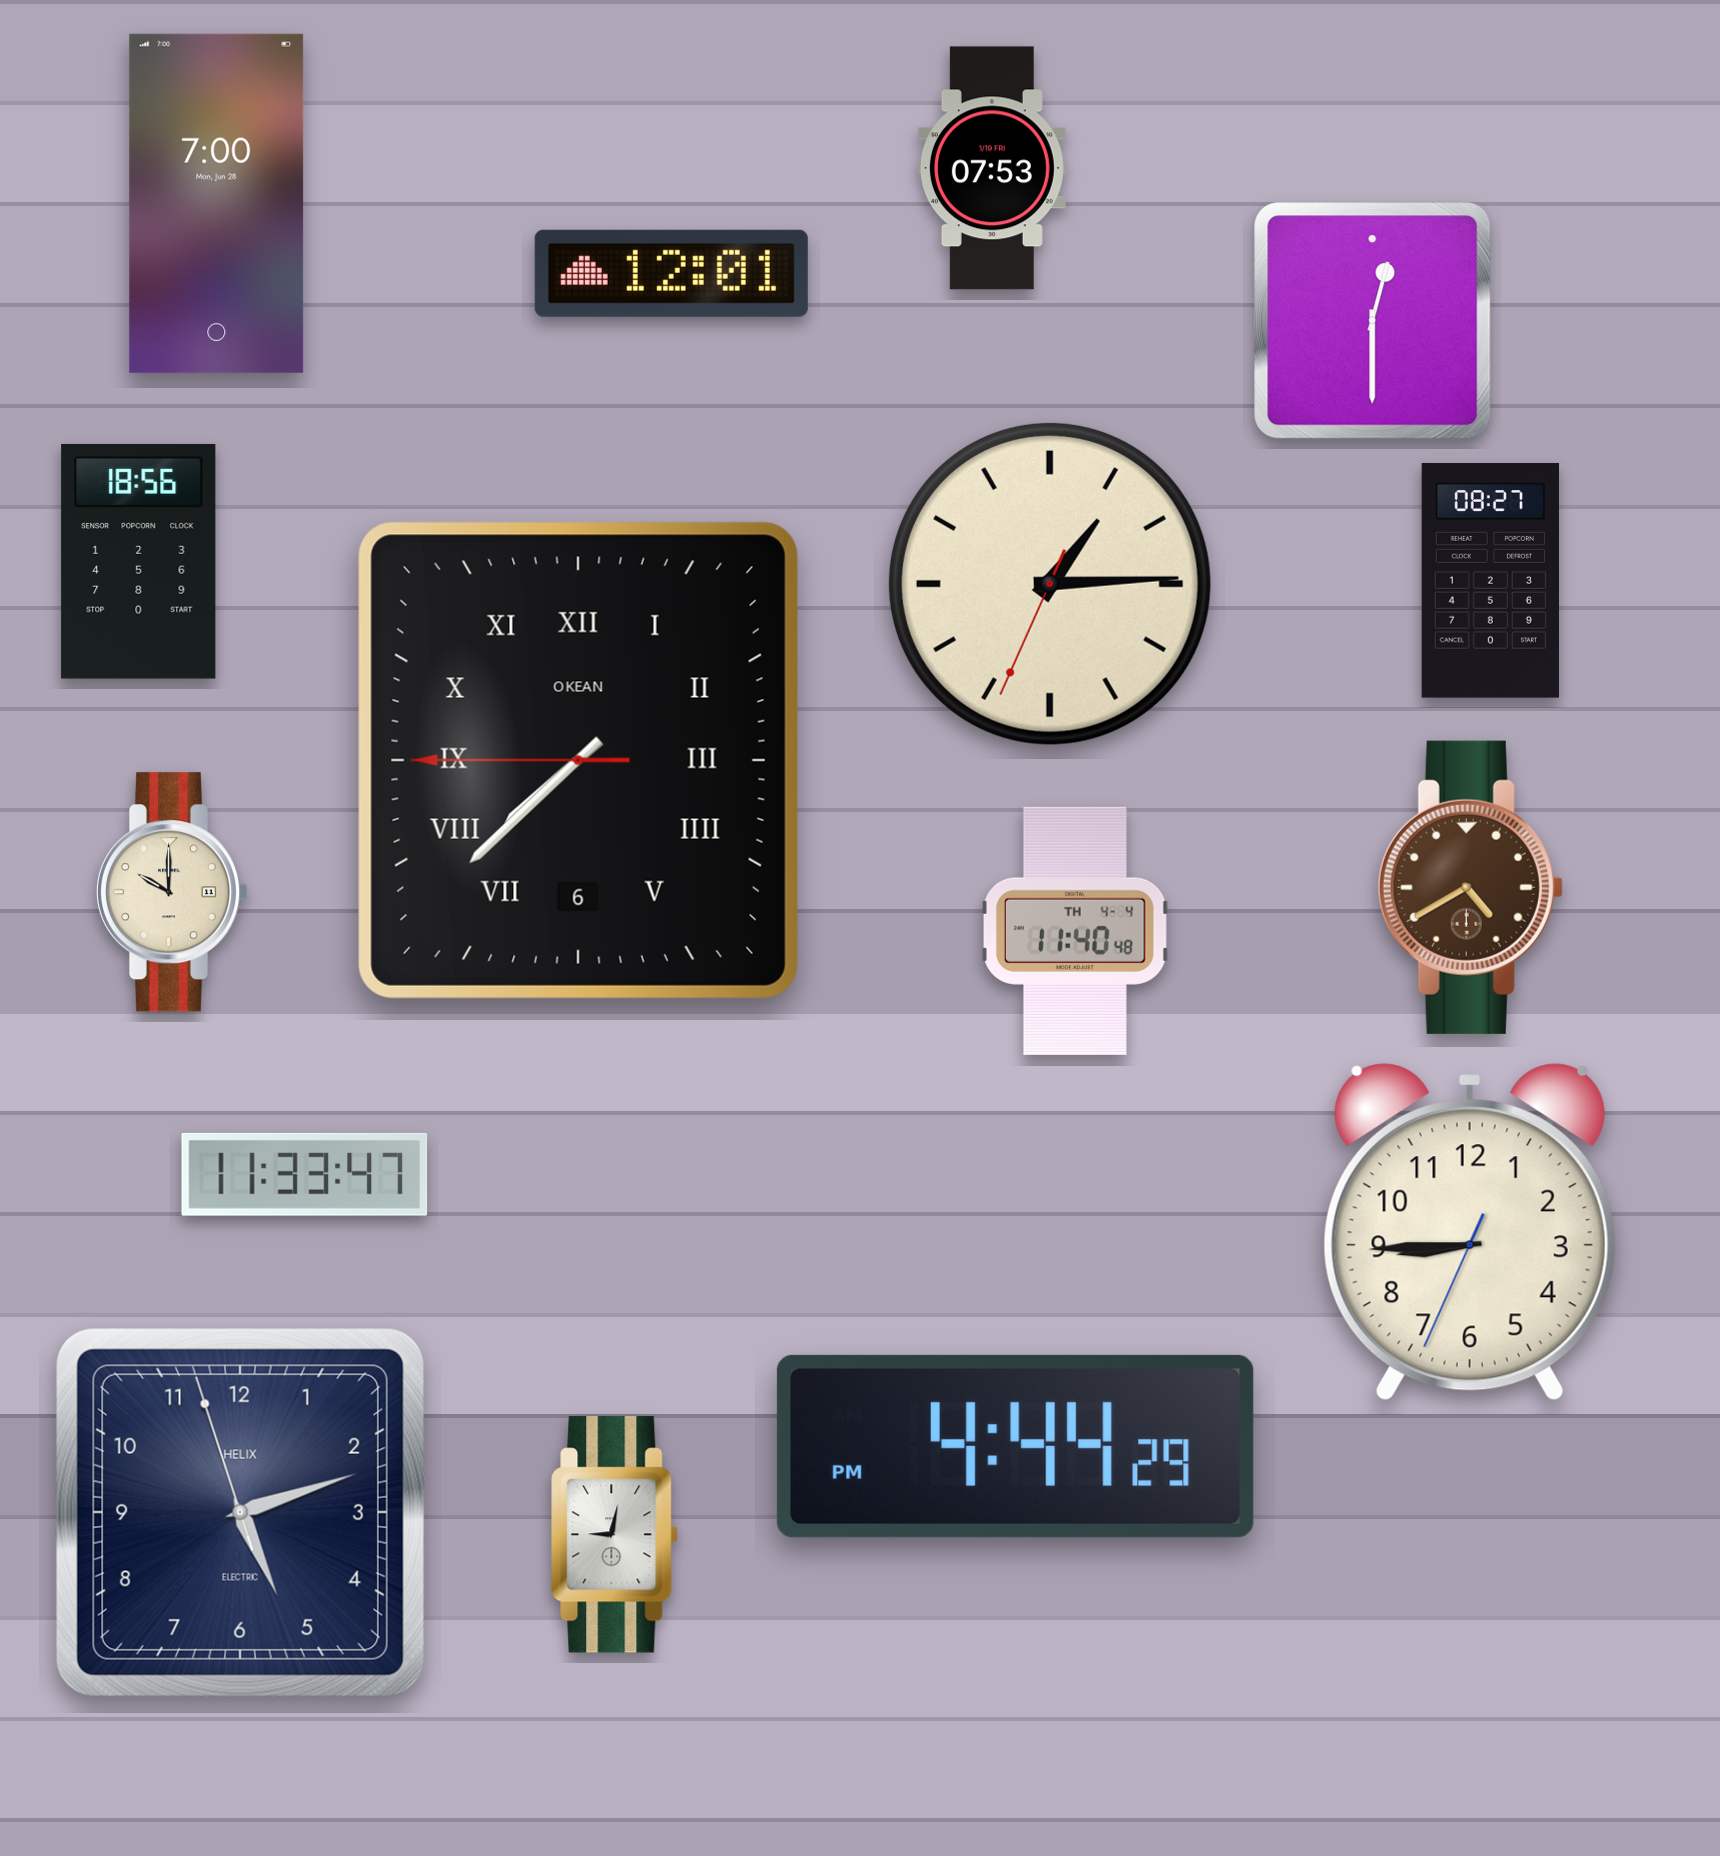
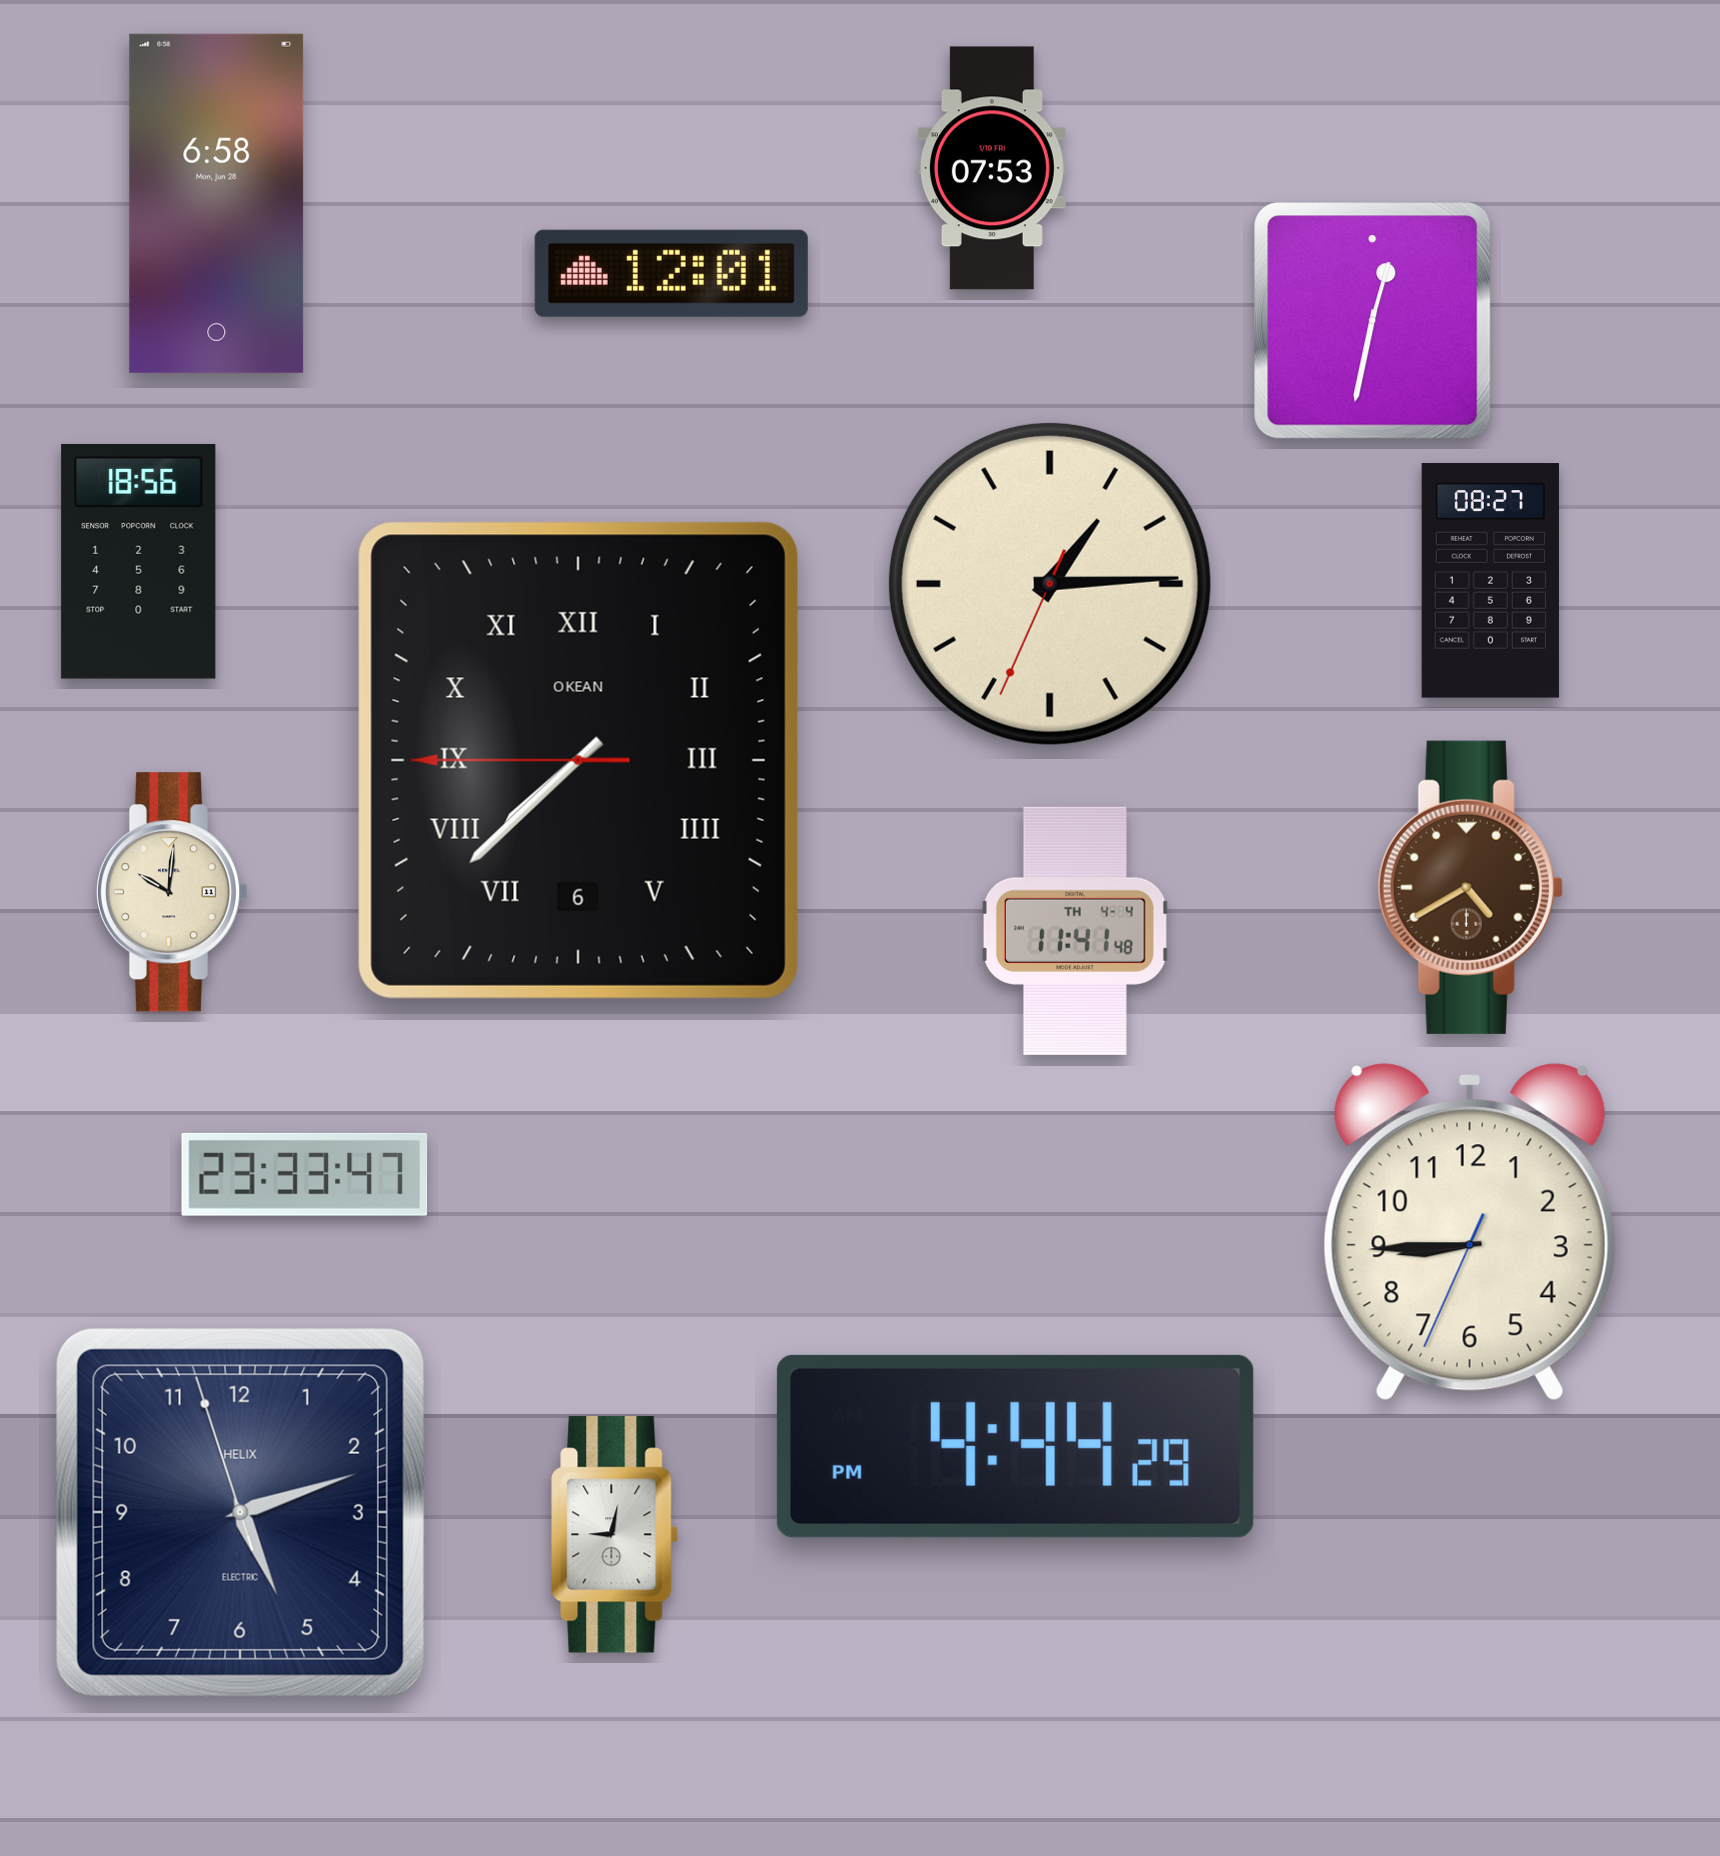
clock at (217, 203): 7:00 -> 6:58
clock at (1373, 321): 12:30 -> 12:32
clock at (172, 892): 10:00 -> 10:01
clock at (1075, 931): 11:40 -> 11:41
clock at (305, 1174): 11:33 -> 23:33
